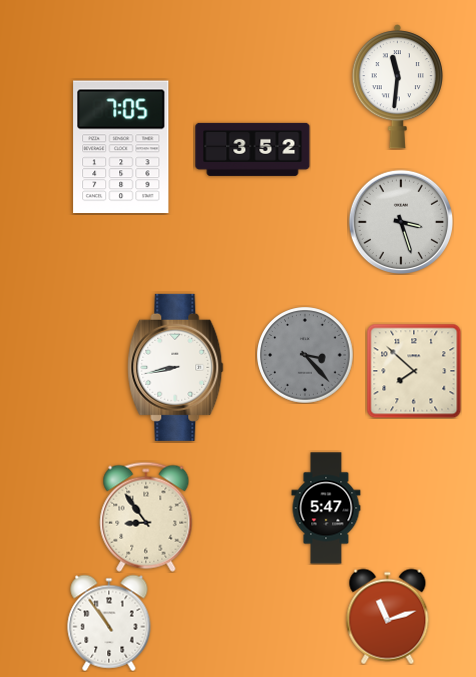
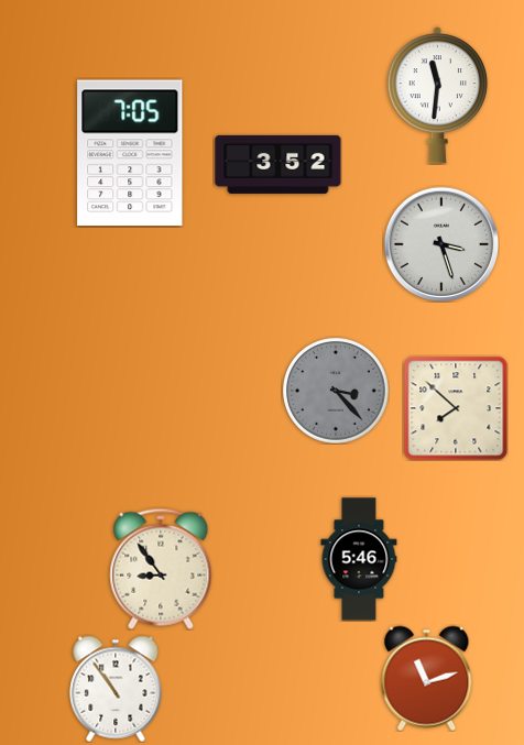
clock at (121, 147) position: (121, 147) -> (130, 153)
clock at (176, 367): 8:43 -> none
clock at (326, 508): 5:47 -> 5:46
clock at (109, 623) position: (109, 623) -> (116, 689)
